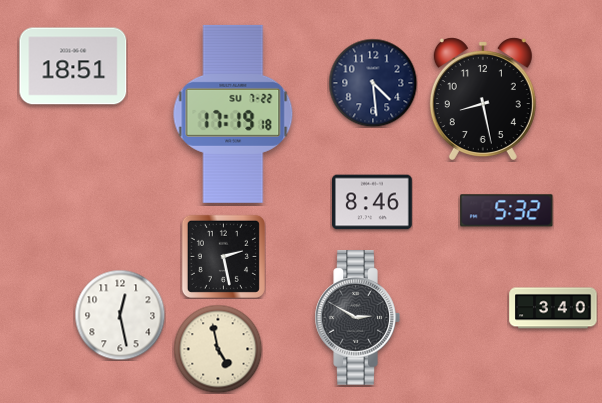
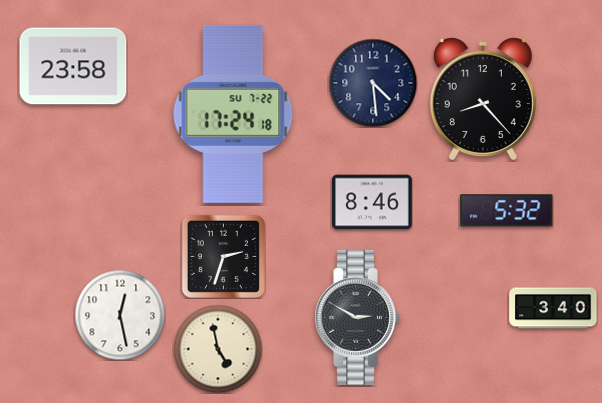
clock at (73, 66): 18:51 -> 23:58
clock at (483, 99): 8:28 -> 8:23
clock at (233, 114): 17:19 -> 17:24
clock at (223, 256): 2:28 -> 2:33
